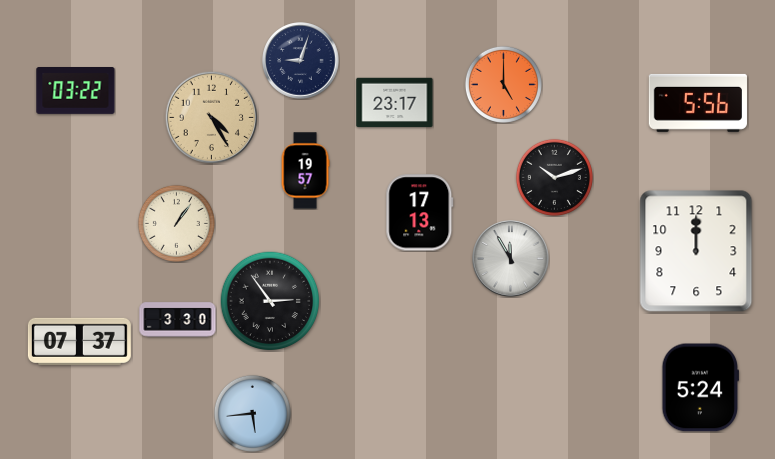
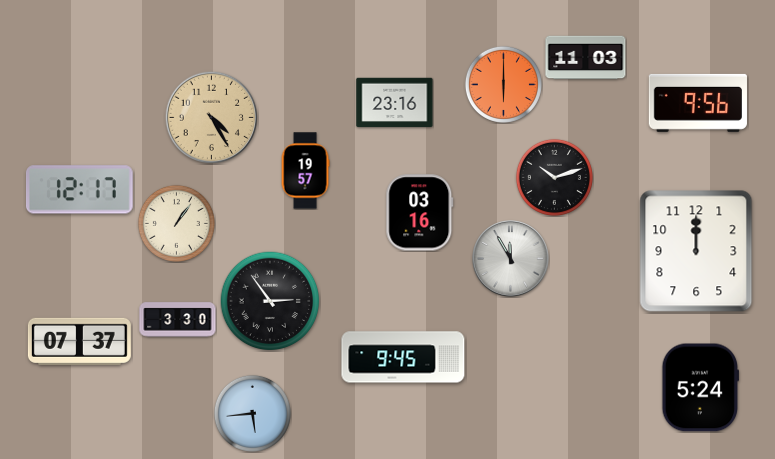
clock at (586, 58): none -> 11:03
clock at (301, 61): 9:03 -> none
clock at (503, 84): 5:00 -> 6:00
clock at (76, 91): 03:22 -> none
clock at (395, 103): 23:17 -> 23:16
clock at (698, 103): 5:56 -> 9:56
clock at (79, 190): none -> 12:17
clock at (420, 213): 17:13 -> 03:16
clock at (403, 357): none -> 9:45
